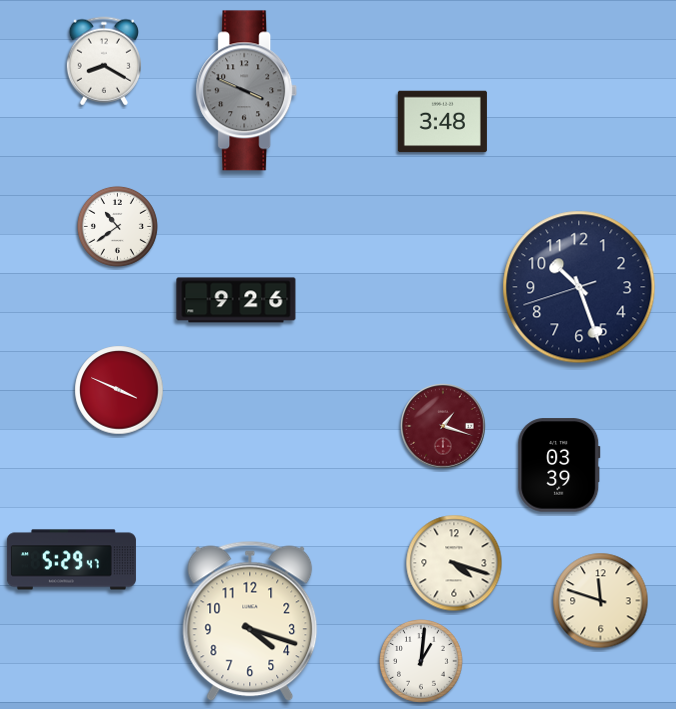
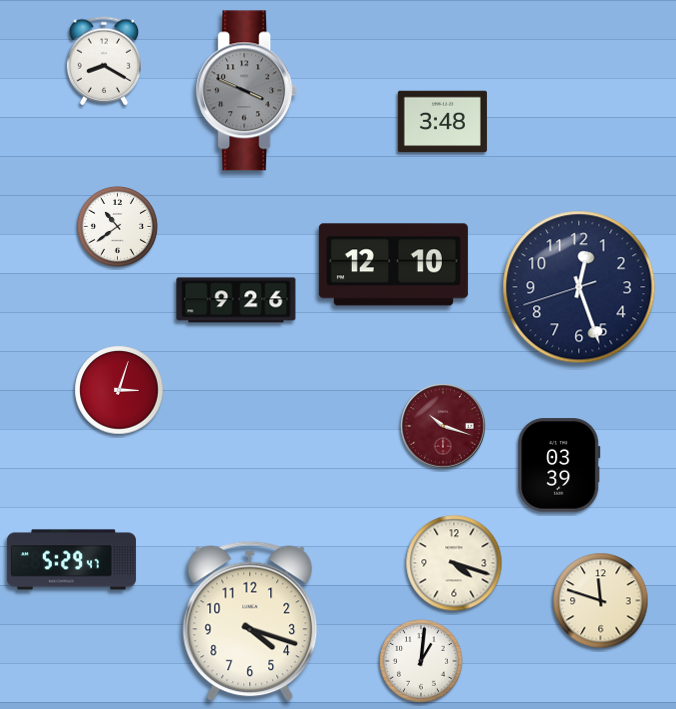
clock at (393, 265): none -> 12:10
clock at (579, 287): 10:26 -> 12:26
clock at (119, 390): 3:49 -> 3:03
clock at (443, 426): 1:18 -> 10:18
